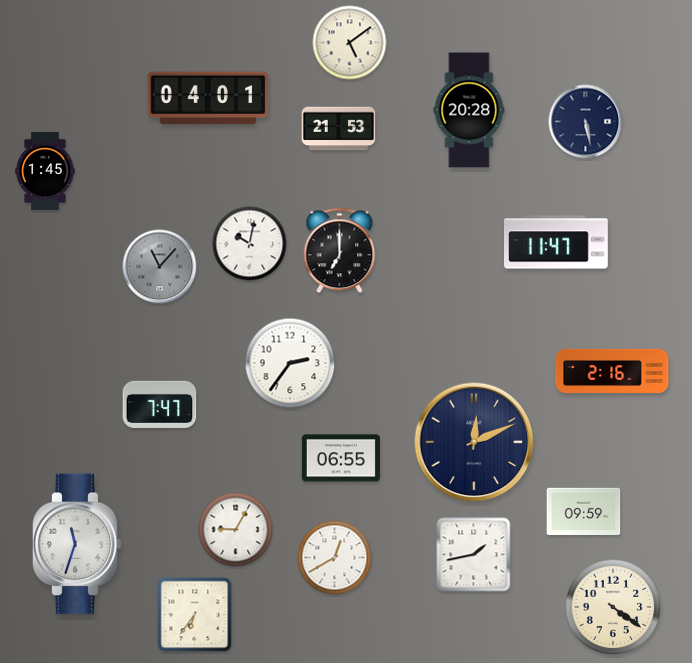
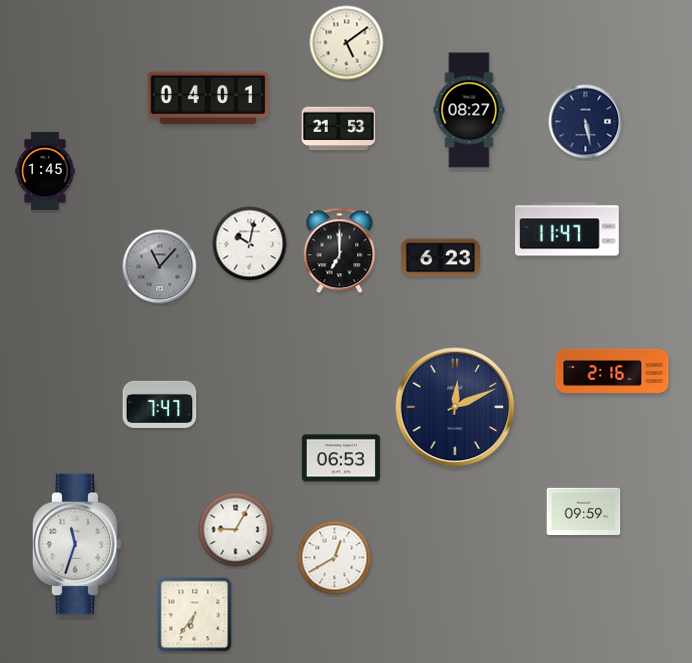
clock at (350, 43) position: (350, 43) -> (347, 43)
clock at (469, 110): 20:28 -> 08:27
clock at (557, 242) position: (557, 242) -> (568, 229)
clock at (440, 258): none -> 6:23
clock at (290, 363): 2:36 -> none
clock at (474, 442) position: (474, 442) -> (455, 407)
clock at (341, 458): 06:55 -> 06:53
clock at (474, 555): 1:43 -> none
clock at (613, 607): 4:21 -> none
